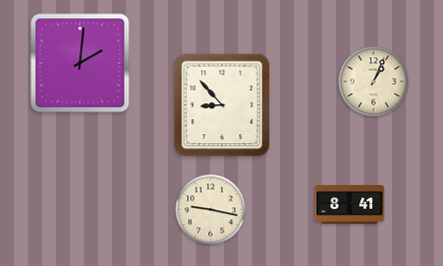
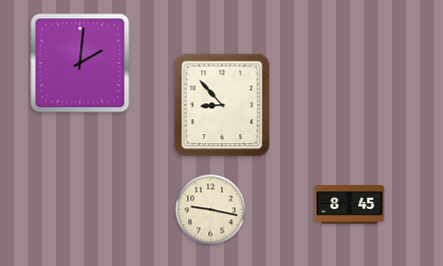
clock at (374, 82): 1:04 -> none
clock at (350, 205): 8:41 -> 8:45
